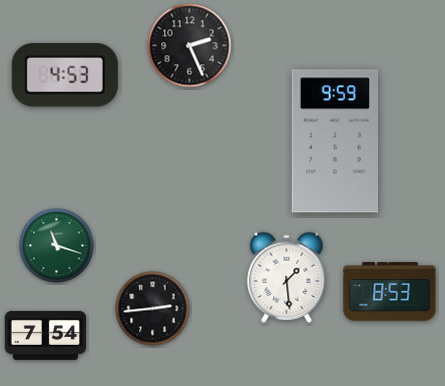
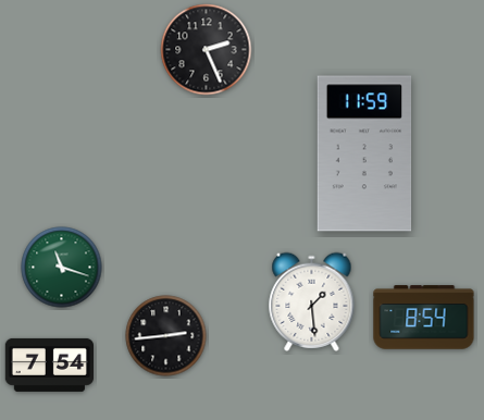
clock at (65, 75): 4:53 -> none
clock at (335, 141): 9:59 -> 11:59
clock at (390, 292): 8:53 -> 8:54
